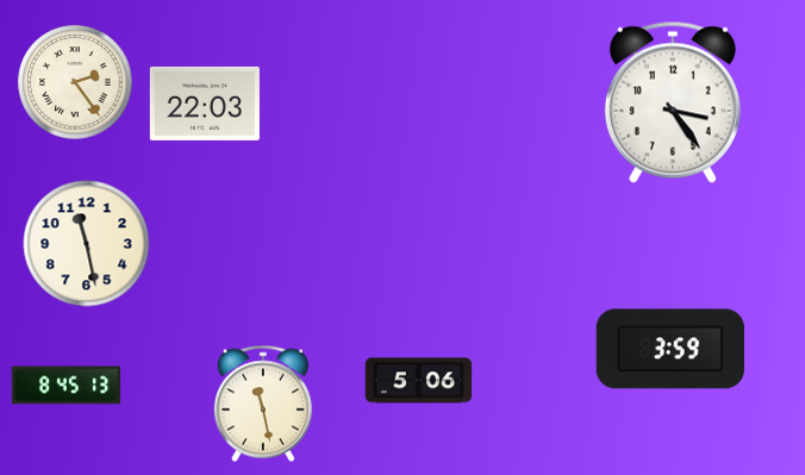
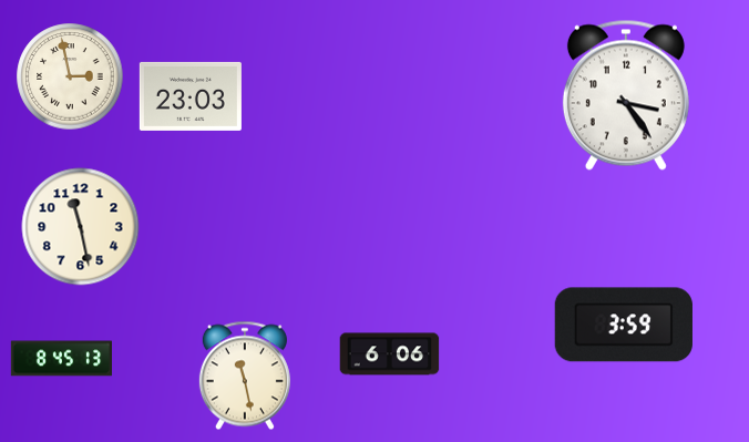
clock at (75, 82): 2:24 -> 2:58
clock at (205, 104): 22:03 -> 23:03
clock at (419, 381): 5:06 -> 6:06
